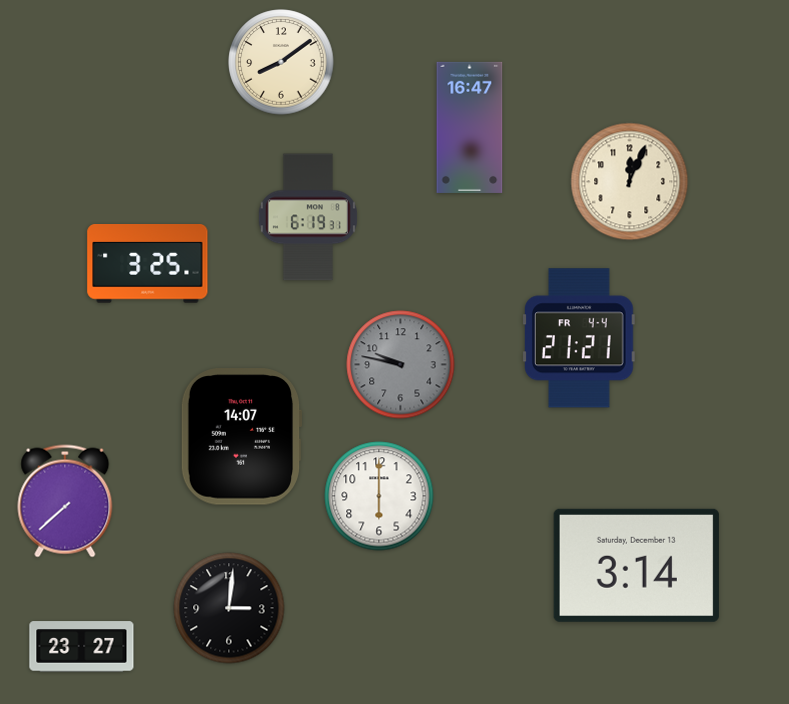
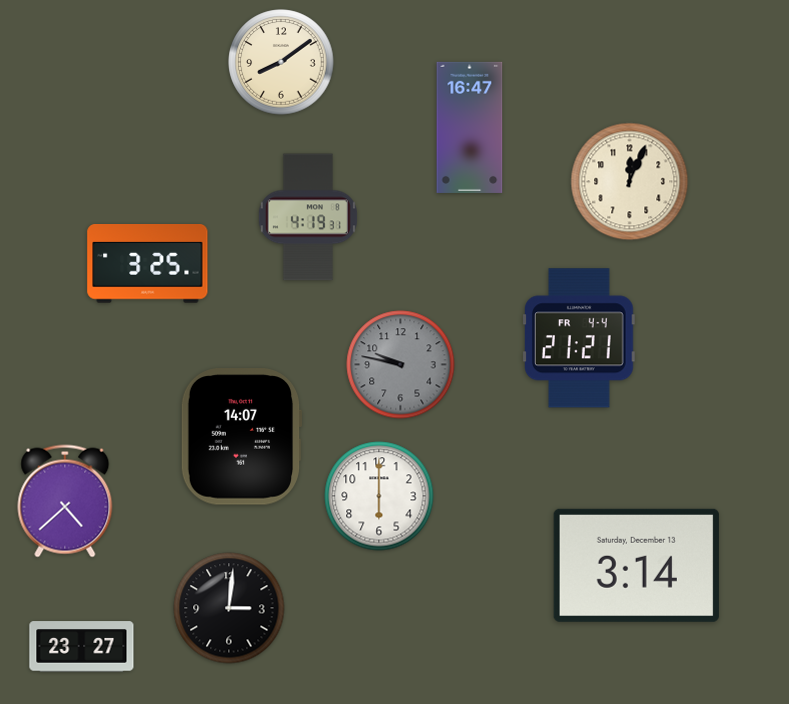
clock at (308, 217): 6:19 -> 4:19
clock at (65, 501): 7:38 -> 4:38
